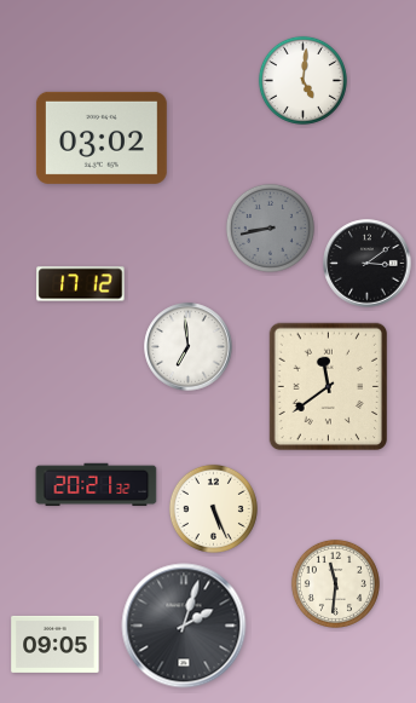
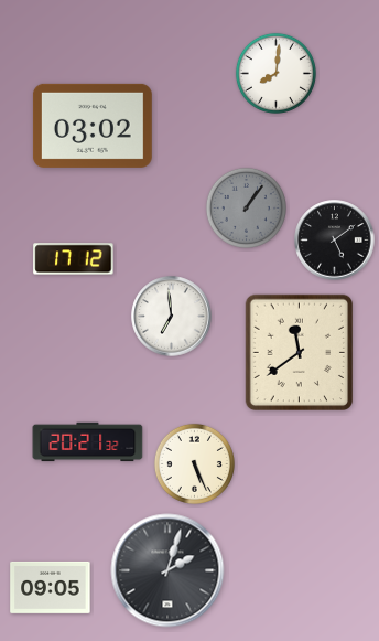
clock at (302, 80): 5:01 -> 8:01
clock at (270, 227): 8:43 -> 1:06
clock at (368, 264): 3:09 -> 5:09
clock at (335, 583): 11:31 -> none
